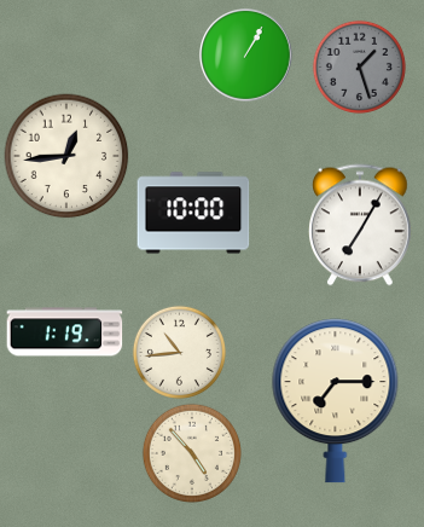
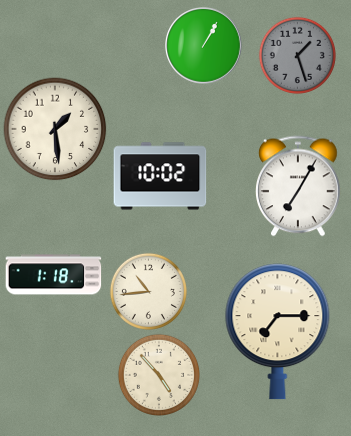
clock at (66, 156): 12:44 -> 1:29
clock at (193, 213): 10:00 -> 10:02
clock at (65, 332): 1:19 -> 1:18
